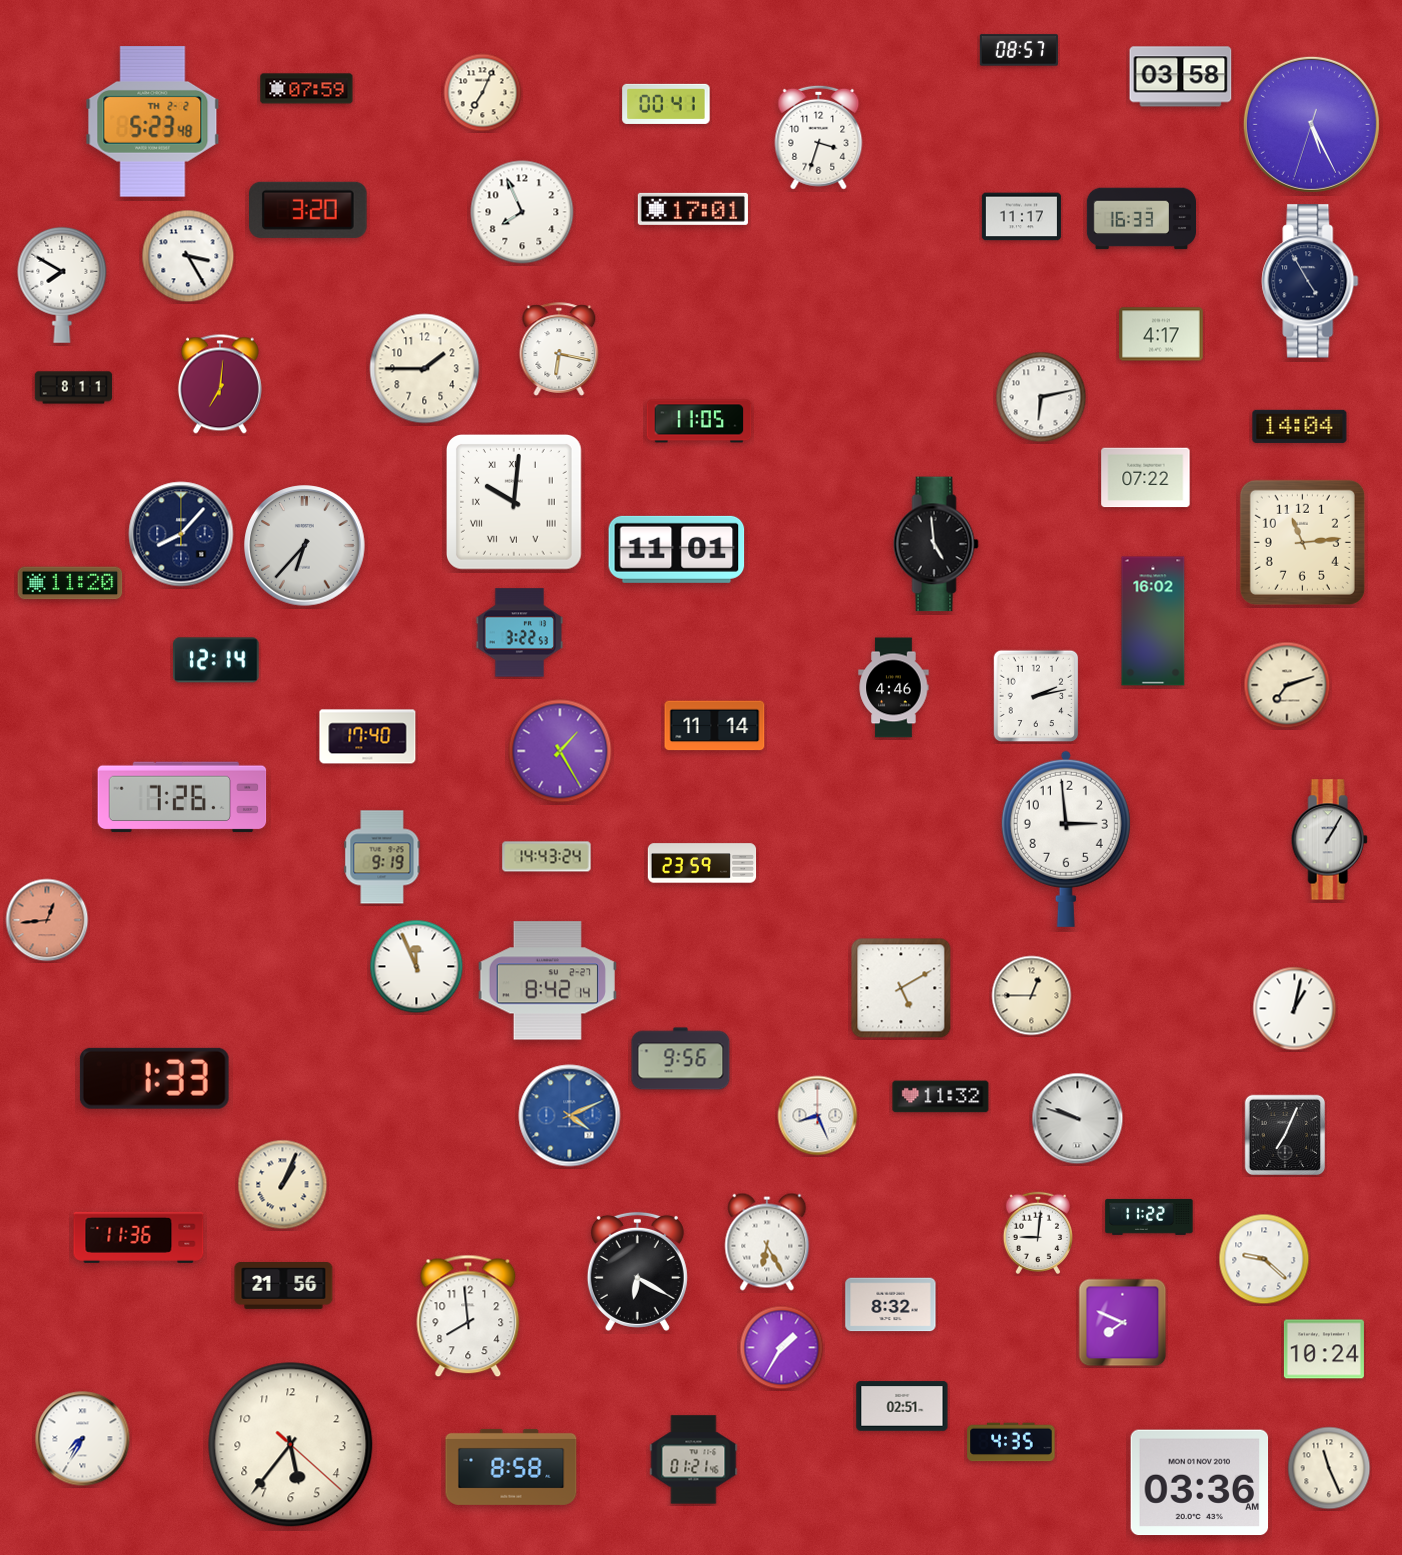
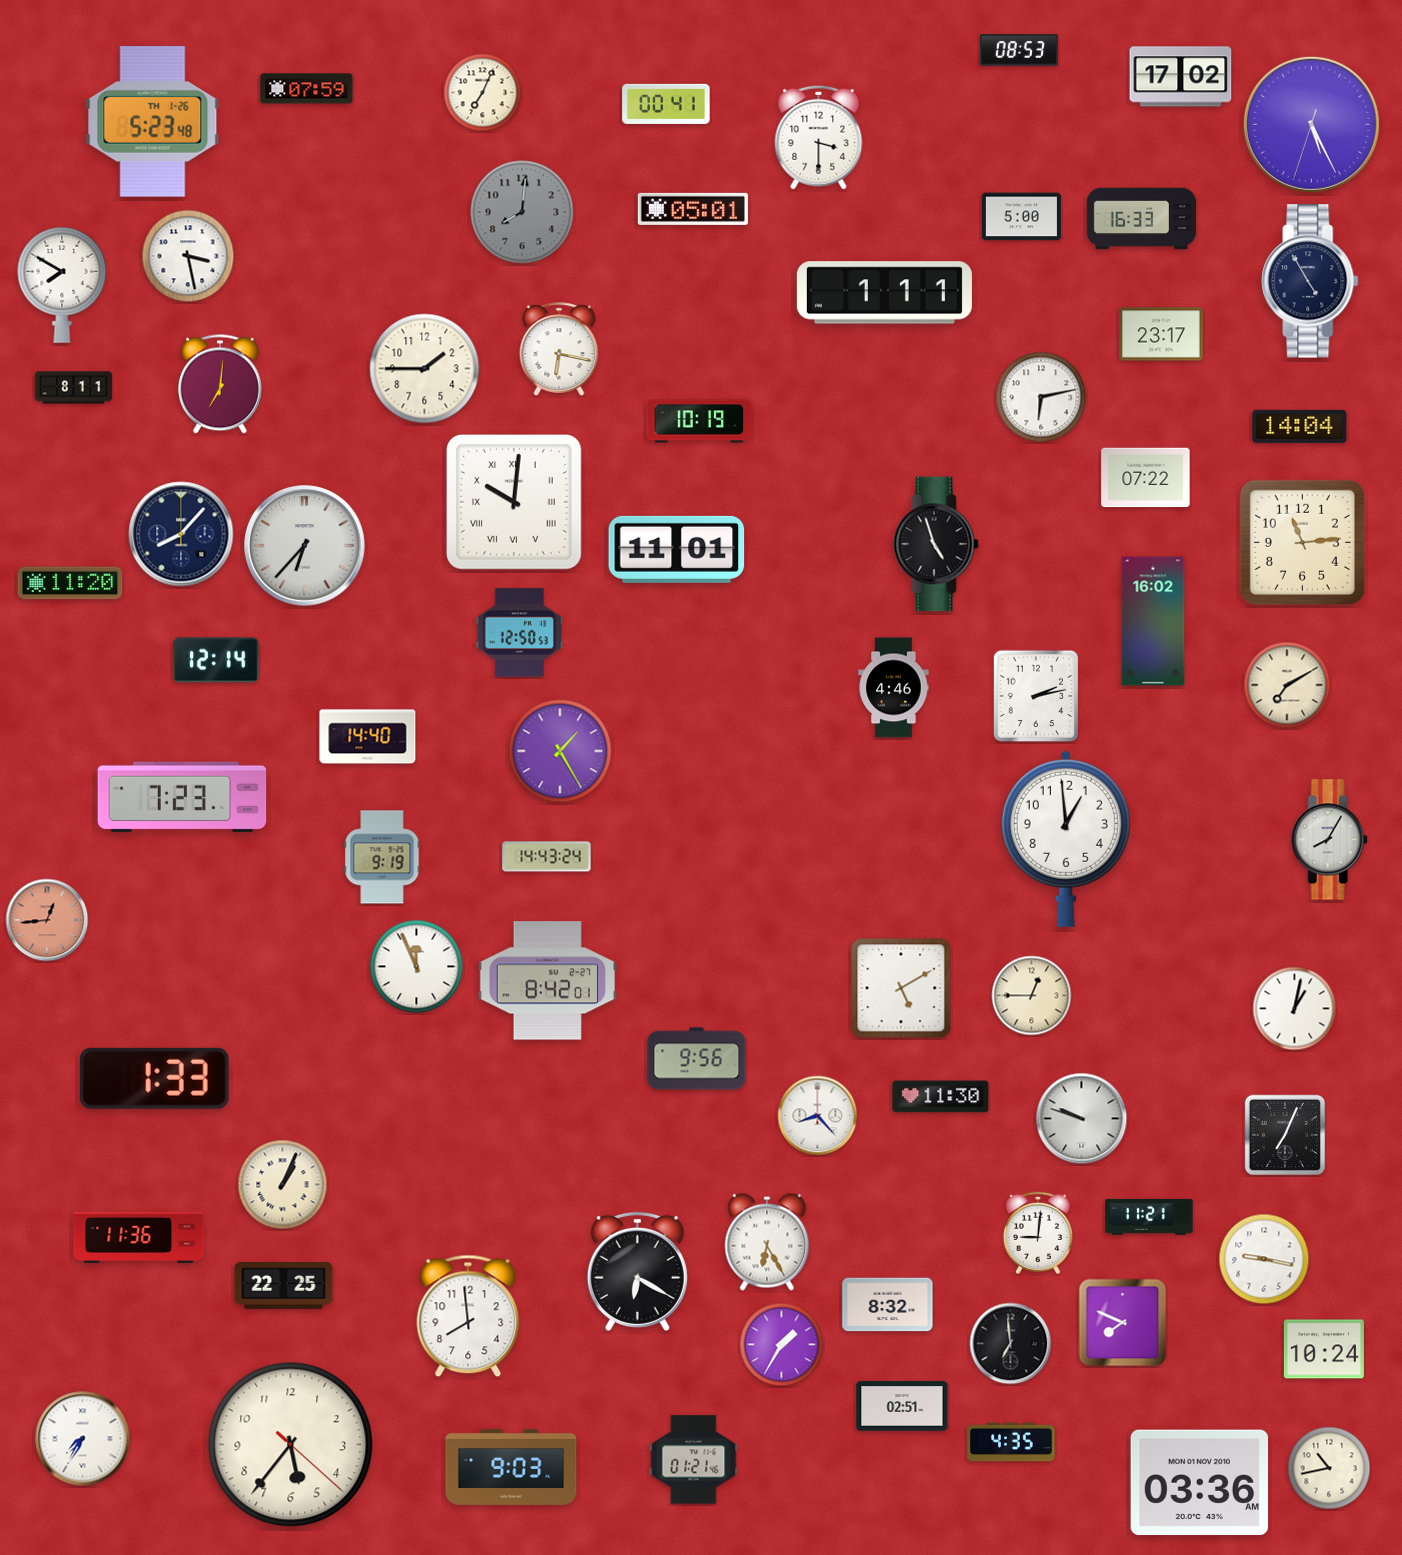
clock at (1019, 50): 08:57 -> 08:53
clock at (1181, 77): 03:58 -> 17:02
clock at (153, 122) date: TH 2-2 -> TH 1-26
clock at (819, 137): 3:33 -> 3:30
clock at (693, 209): 17:01 -> 05:01
clock at (309, 210): 3:20 -> none
clock at (522, 212): 7:56 -> 8:01
clock at (522, 212) dial: white -> grey
clock at (1021, 217): 11:17 -> 5:00
clock at (188, 256): 3:25 -> 3:28
clock at (884, 293): none -> 1:11
clock at (1161, 334): 4:17 -> 23:17
clock at (699, 421): 11:05 -> 10:19
clock at (936, 544): 4:59 -> 4:57
clock at (519, 633): 3:22 -> 12:50
clock at (1287, 685): 7:12 -> 7:10
clock at (715, 726): 11:14 -> none
clock at (368, 737): 17:40 -> 14:40
clock at (182, 797): 7:26 -> 7:23
clock at (1066, 839): 2:59 -> 12:59
clock at (1329, 840): 1:05 -> 8:05
clock at (702, 863): 23:59 -> none
clock at (547, 981): 8:42:14 -> 8:42:01
clock at (681, 1059) position: (681, 1059) -> (697, 1059)
clock at (941, 1097): 11:32 -> 11:30
clock at (570, 1116): 4:11 -> none
clock at (818, 1116): 8:26 -> 8:23
clock at (1078, 1119) position: (1078, 1119) -> (1082, 1119)
clock at (1149, 1217): 11:22 -> 11:21
clock at (1264, 1259): 9:22 -> 9:17
clock at (284, 1286): 21:56 -> 22:25
clock at (891, 1305) position: (891, 1305) -> (888, 1305)
clock at (1011, 1344): none -> 6:59
clock at (782, 1348) position: (782, 1348) -> (782, 1345)
clock at (511, 1467): 8:58 -> 9:03
clock at (1329, 1468): 11:26 -> 10:43
